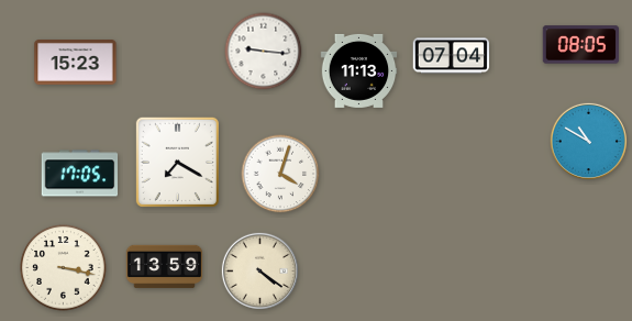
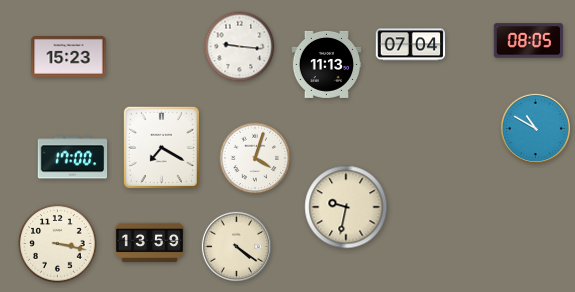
clock at (452, 56) position: (452, 56) -> (411, 45)
clock at (80, 174): 17:05 -> 17:00
clock at (346, 207): none -> 9:32
